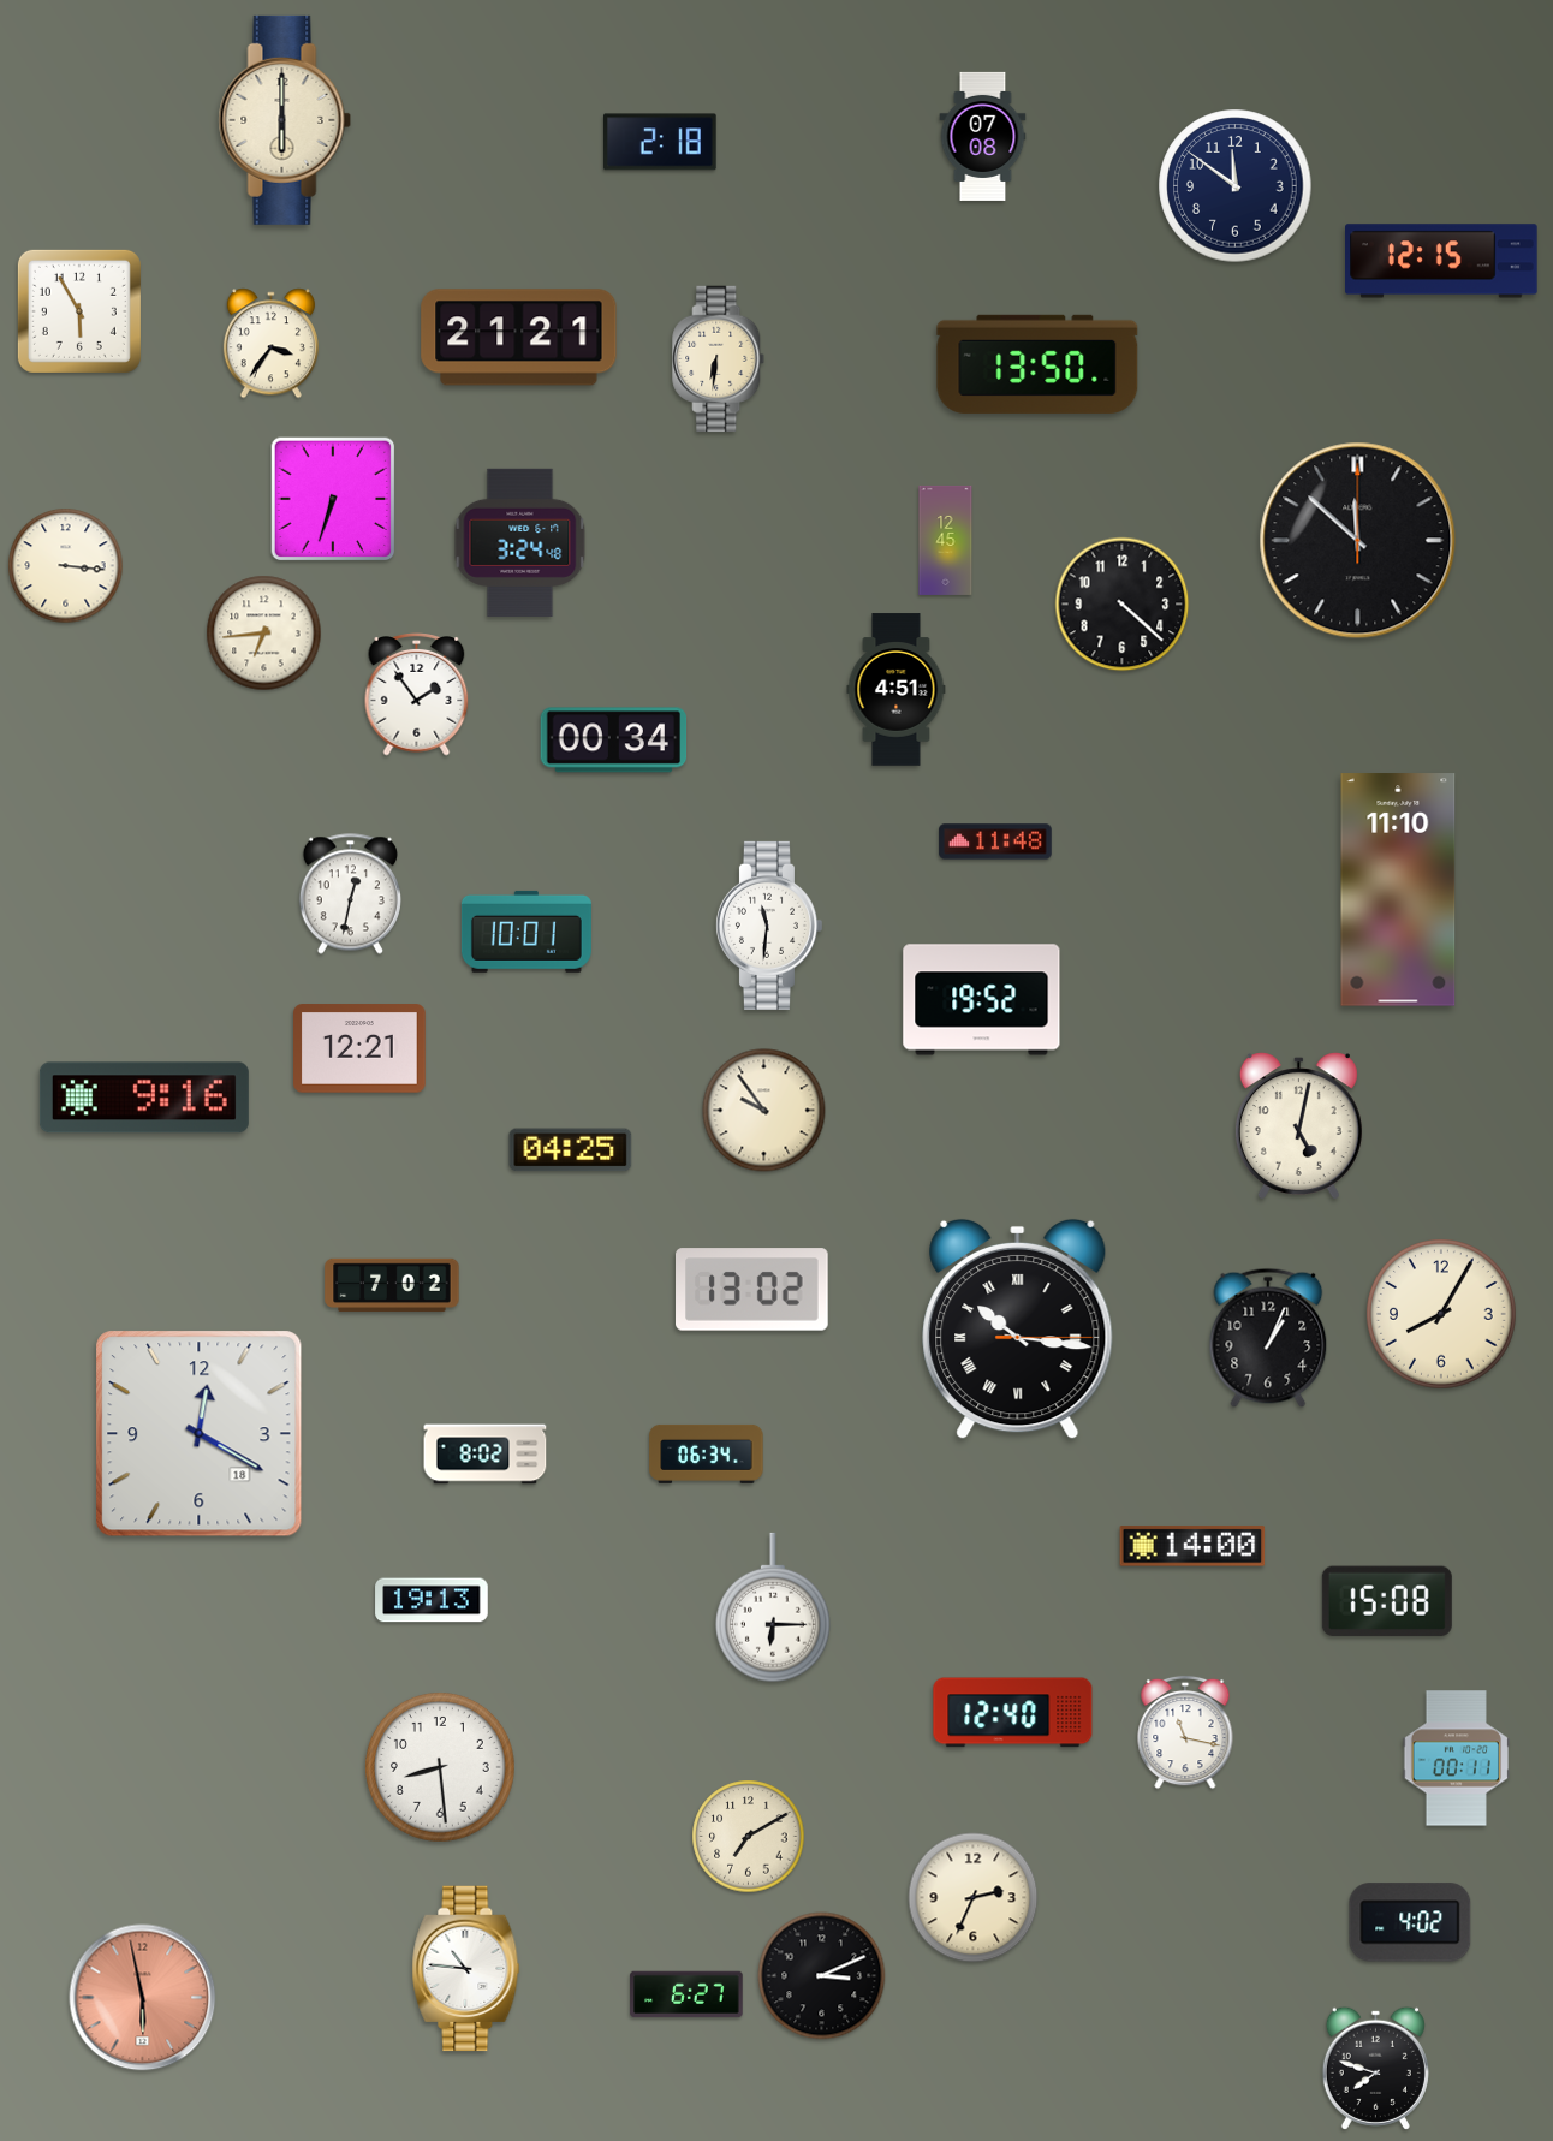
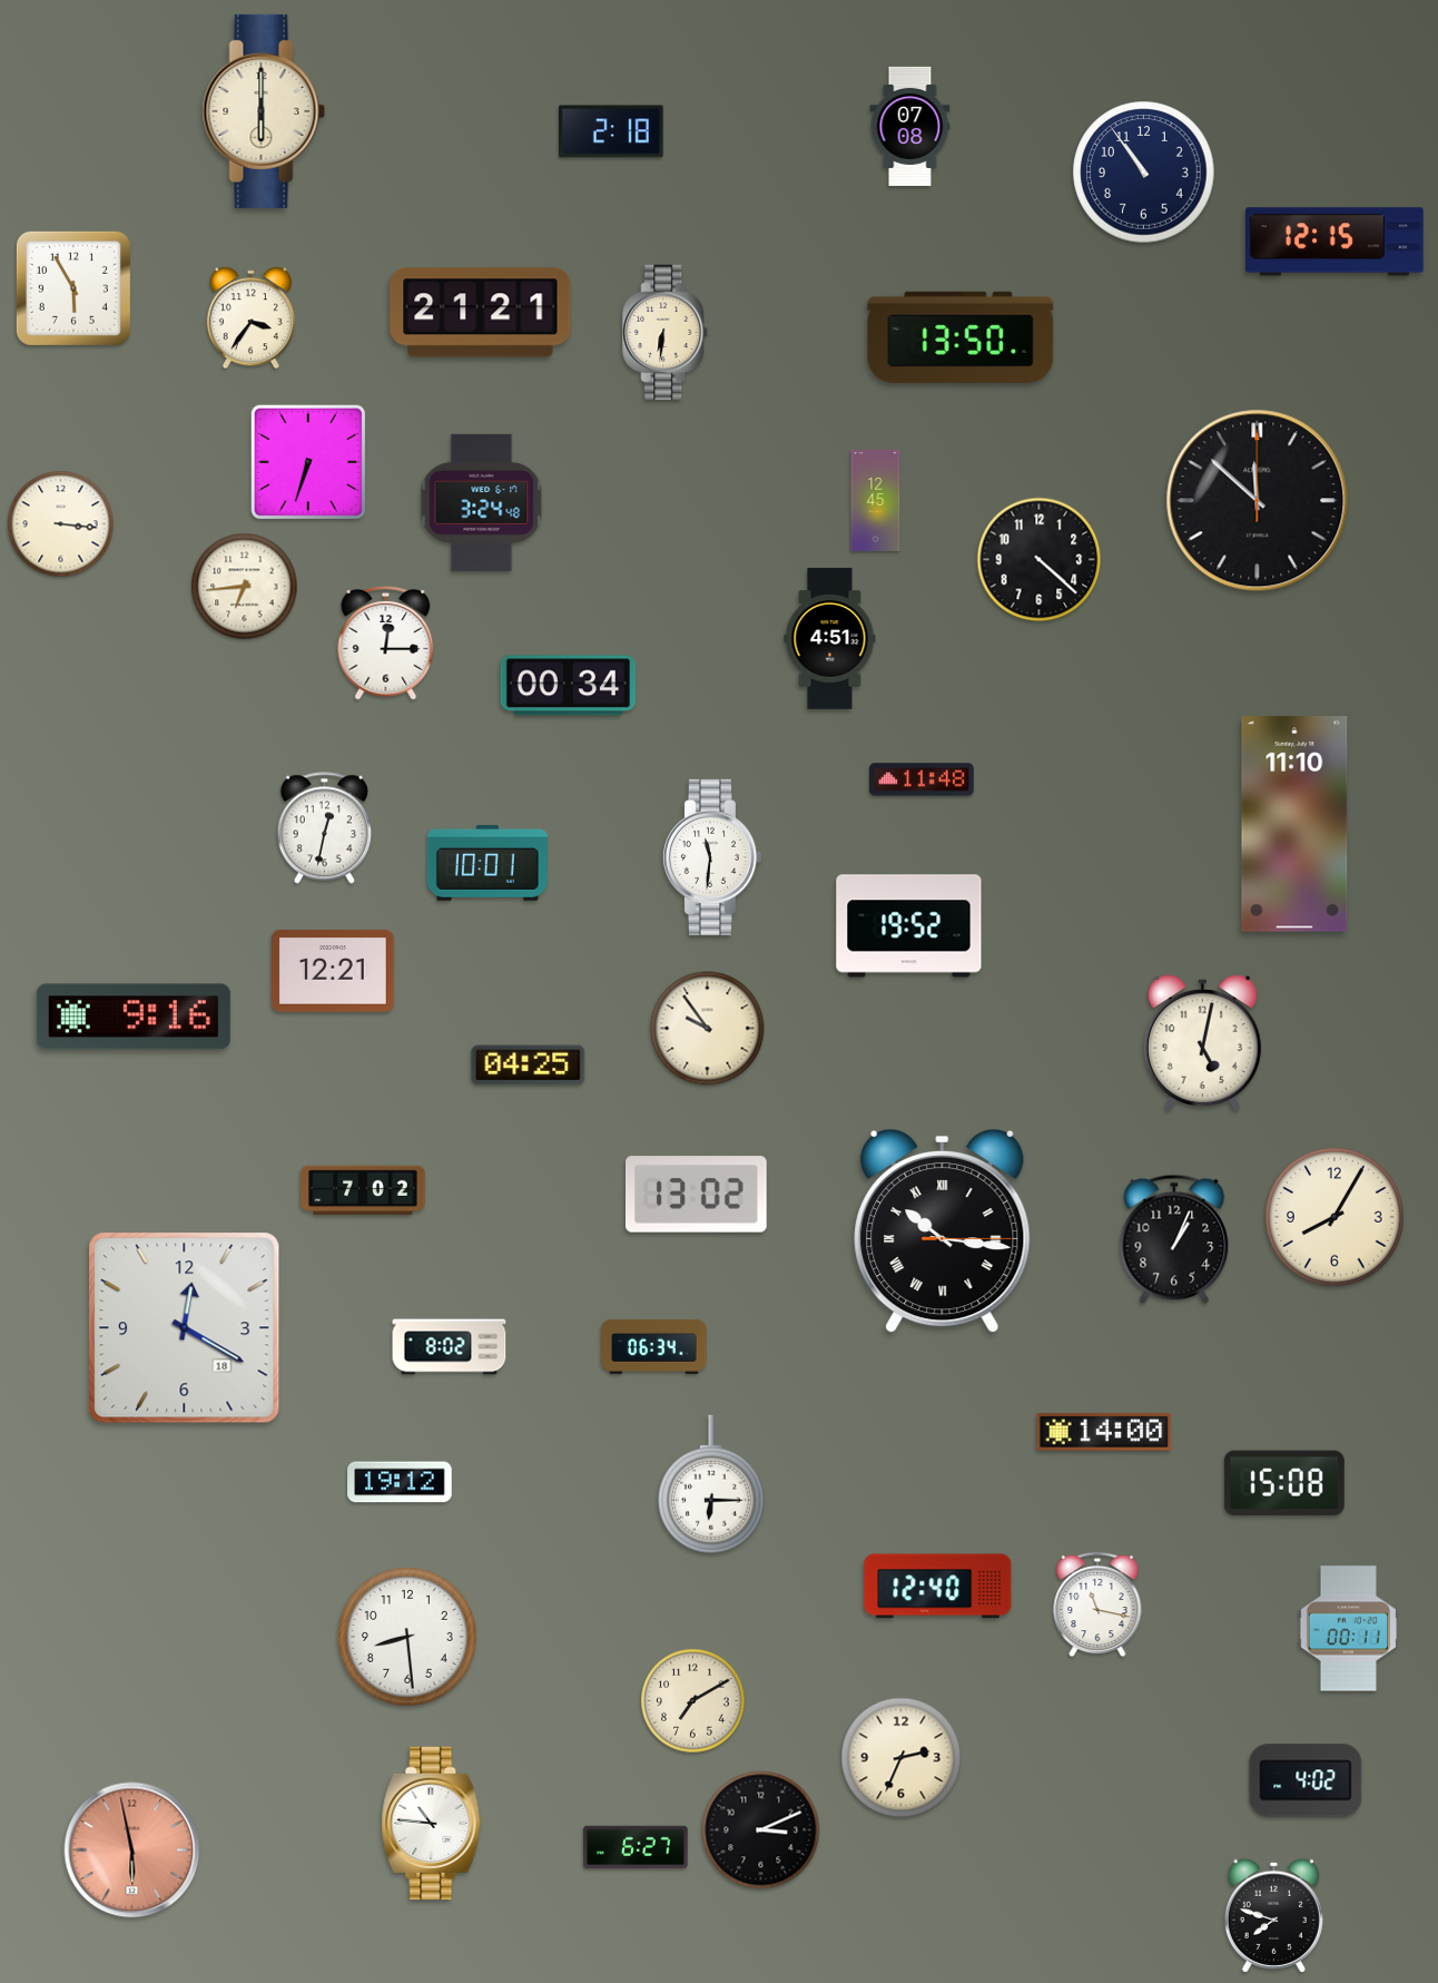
clock at (1236, 186): 11:51 -> 10:54
clock at (417, 695): 1:54 -> 12:15
clock at (432, 1600): 19:13 -> 19:12
clock at (773, 1607) position: (773, 1607) -> (711, 1484)
